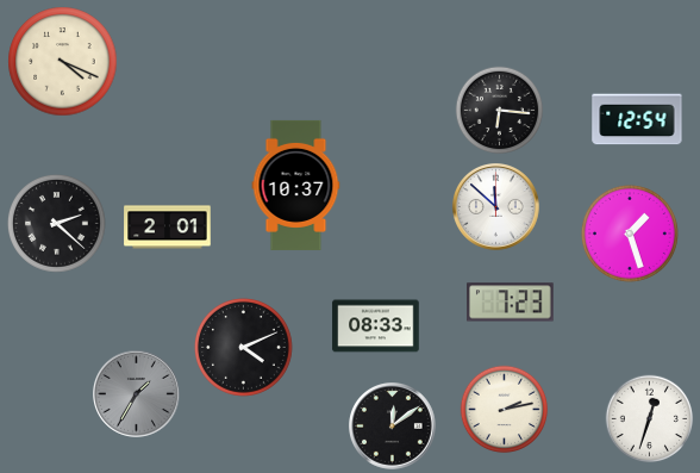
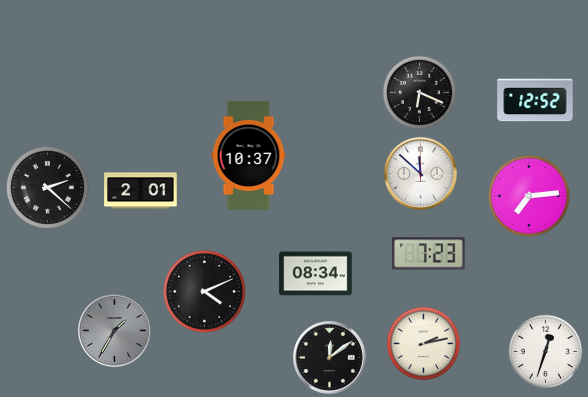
clock at (63, 62): 4:19 -> none
clock at (500, 111): 6:16 -> 6:19
clock at (637, 119): 12:54 -> 12:52
clock at (496, 207) position: (496, 207) -> (421, 174)
clock at (630, 234): 1:27 -> 7:14
clock at (376, 326): 08:33 -> 08:34
